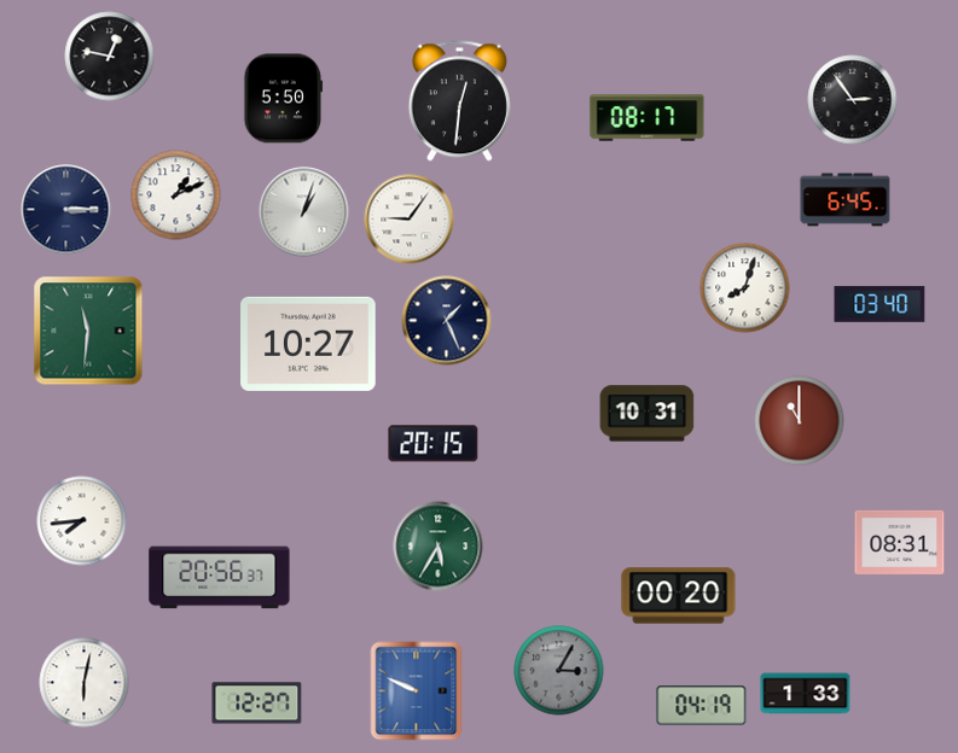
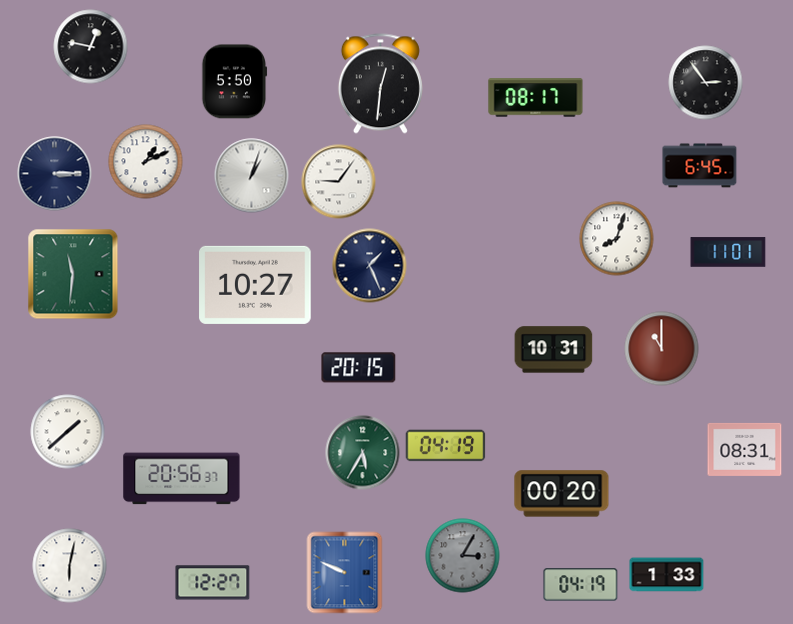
clock at (879, 304): 03:40 -> 11:01
clock at (648, 414) position: (648, 414) -> (554, 350)
clock at (82, 521): 7:44 -> 1:38
clock at (446, 446): none -> 04:19
